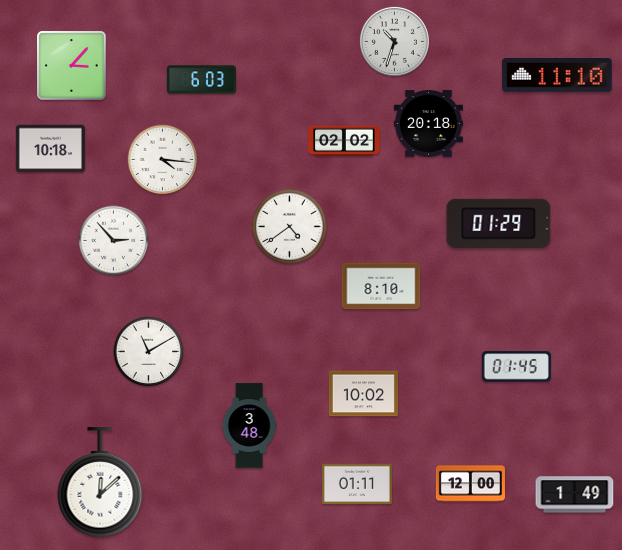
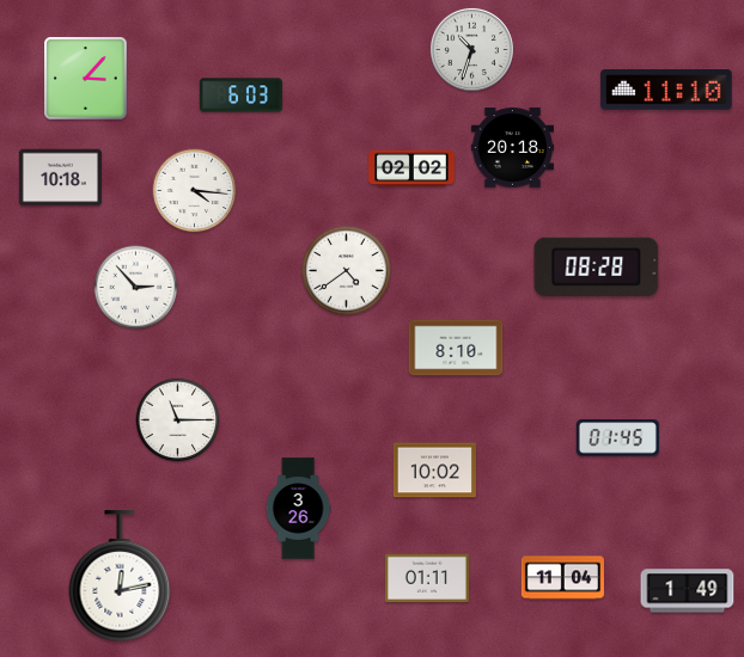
clock at (499, 223): 01:29 -> 08:28
clock at (381, 286) position: (381, 286) -> (456, 348)
clock at (149, 352): 11:10 -> 11:15
clock at (249, 426): 3:48 -> 3:26
clock at (100, 483): 12:08 -> 12:13
clock at (470, 484): 12:00 -> 11:04
